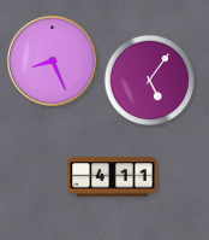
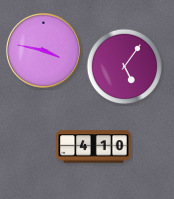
clock at (52, 60): 8:26 -> 3:47
clock at (113, 177): 4:11 -> 4:10
